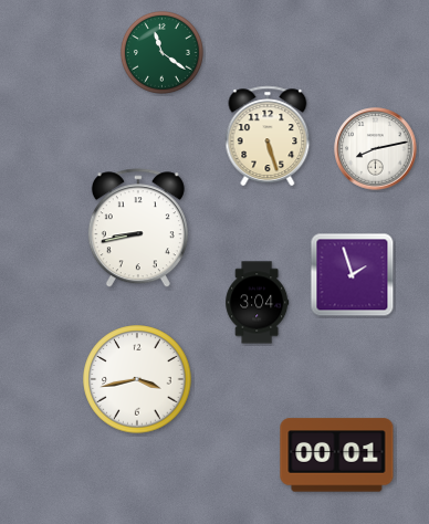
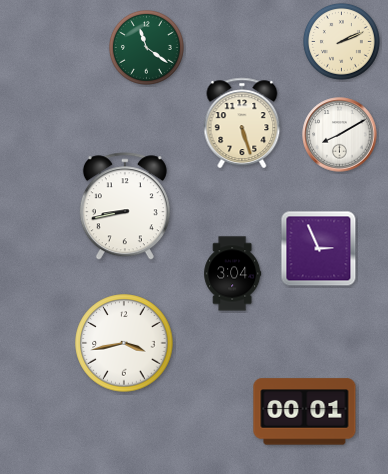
clock at (341, 41): none -> 2:11
clock at (376, 149): 8:13 -> 8:10
clock at (353, 275): 1:57 -> 2:56
